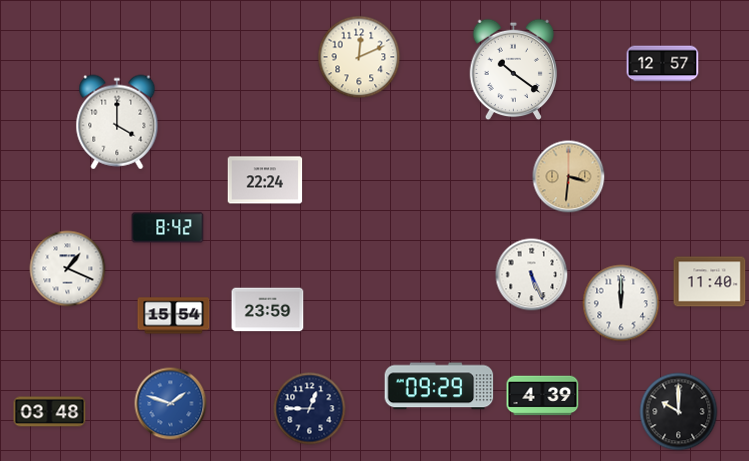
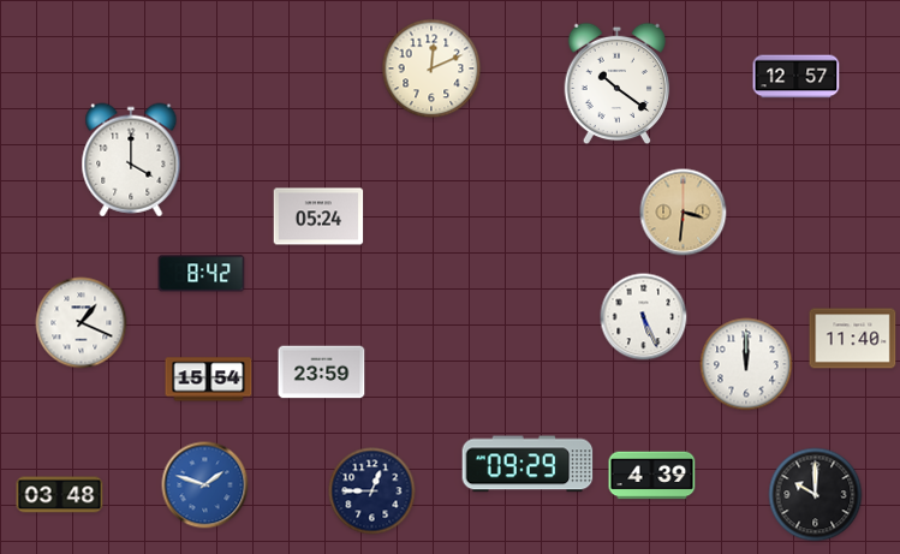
clock at (117, 122) position: (117, 122) -> (131, 160)
clock at (265, 180): 22:24 -> 05:24
clock at (532, 275) position: (532, 275) -> (644, 317)
